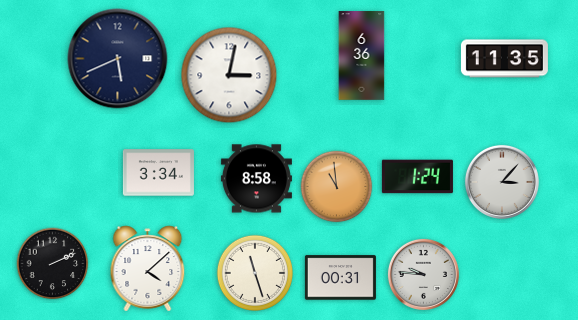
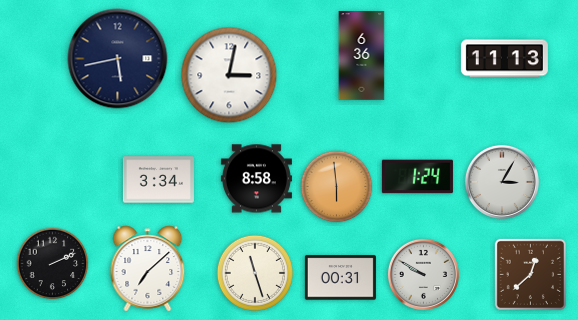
clock at (118, 59): 5:41 -> 5:43
clock at (504, 59): 11:35 -> 11:13
clock at (158, 173) position: (158, 173) -> (158, 180)
clock at (502, 182): 3:07 -> 3:05
clock at (337, 187): 10:59 -> 5:59
clock at (148, 269): 4:08 -> 7:08
clock at (423, 274): 9:46 -> 9:50
clock at (530, 274): none -> 12:38
